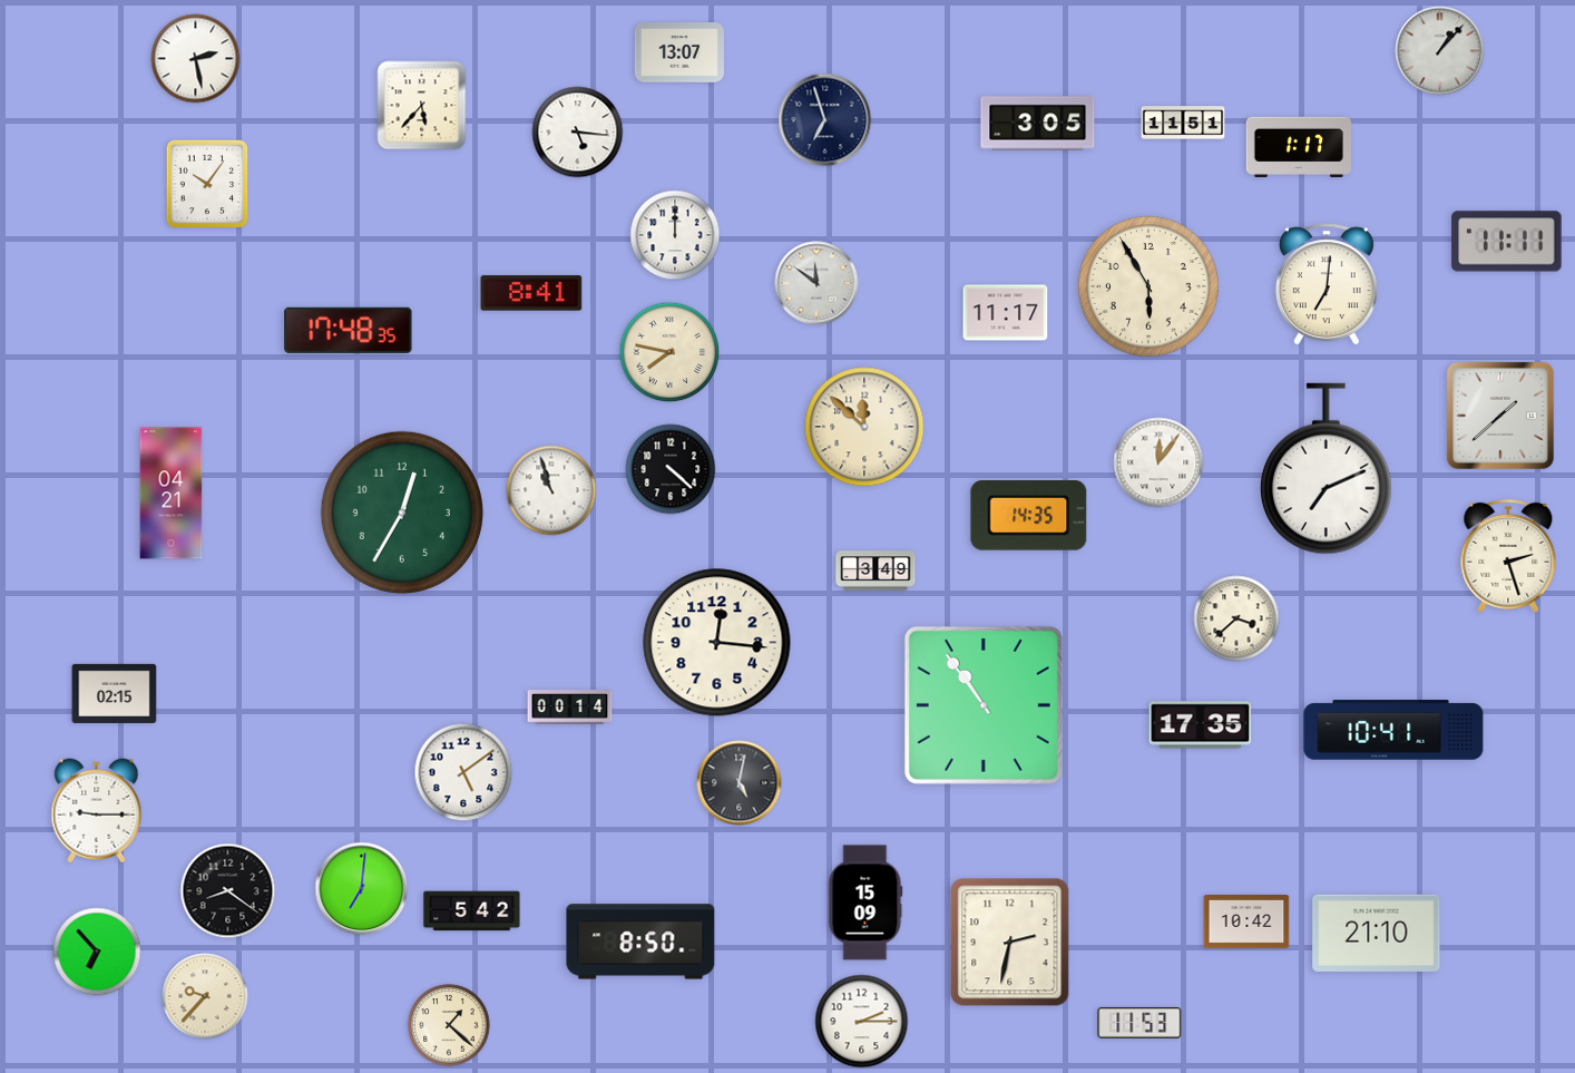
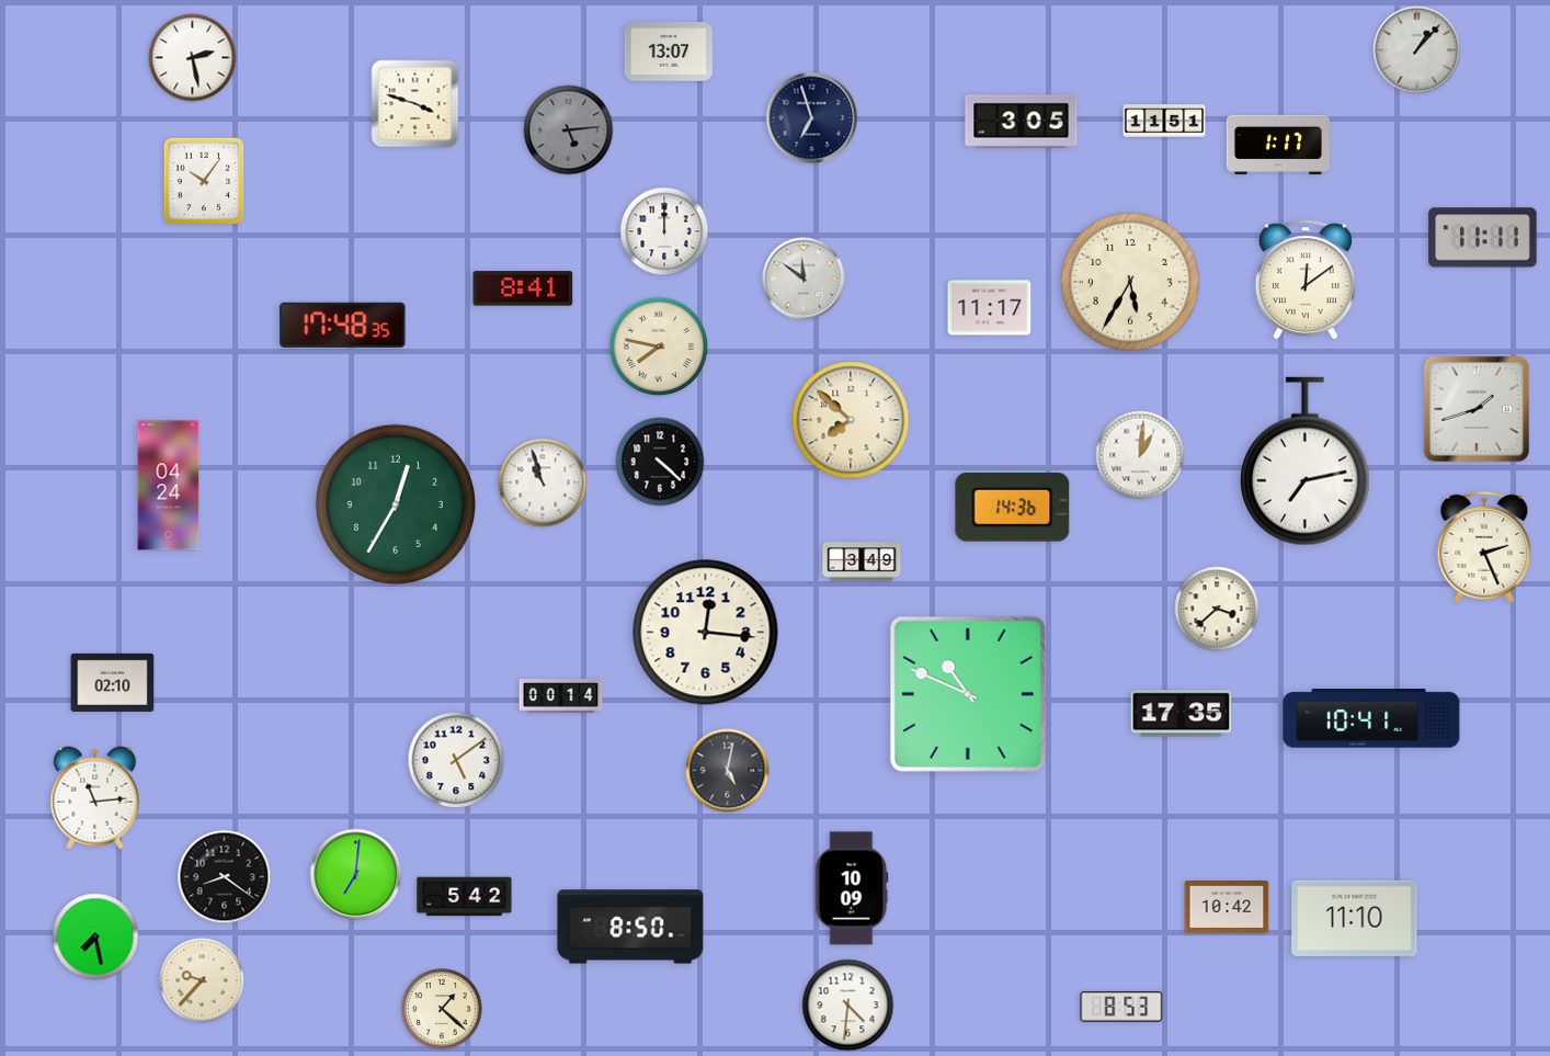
clock at (422, 106): 5:37 -> 3:48
clock at (578, 133): 5:16 -> 5:14
clock at (578, 133) dial: white -> grey
clock at (1327, 284): 7:01 -> 12:09
clock at (1148, 286): 5:55 -> 5:35
clock at (1500, 416): 1:38 -> 1:42
clock at (864, 427): 11:52 -> 7:52
clock at (1158, 462): 12:06 -> 1:01
clock at (1325, 469): 7:11 -> 7:13
clock at (172, 494): 04:21 -> 04:24
clock at (1029, 516): 14:35 -> 14:36
clock at (1508, 556): 2:27 -> 2:26
clock at (115, 693): 02:15 -> 02:10
clock at (984, 705): 10:54 -> 10:49
clock at (97, 811): 9:15 -> 11:14
clock at (865, 903): 15:09 -> 10:09
clock at (1377, 933): 21:10 -> 11:10
clock at (1010, 943): 2:32 -> none
clock at (97, 952): 6:53 -> 7:28
clock at (862, 1022): 2:15 -> 4:31
clock at (1139, 1023): 11:53 -> 8:53
